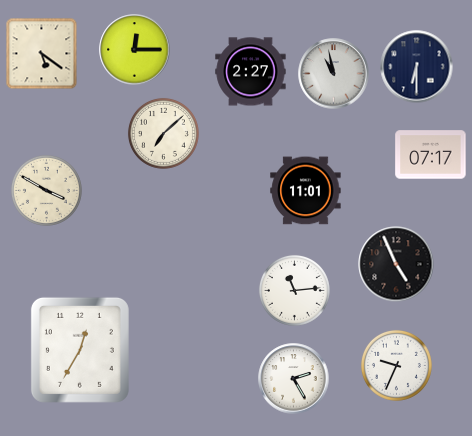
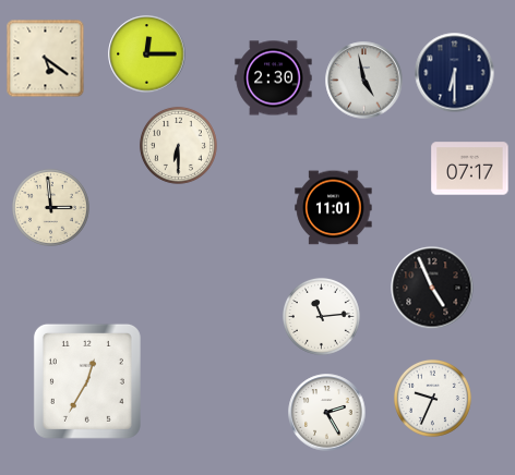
clock at (251, 72): 2:27 -> 2:30
clock at (334, 74): 10:58 -> 4:58
clock at (163, 133): 7:08 -> 6:30
clock at (46, 190): 3:50 -> 2:59
clock at (294, 379) position: (294, 379) -> (327, 413)
